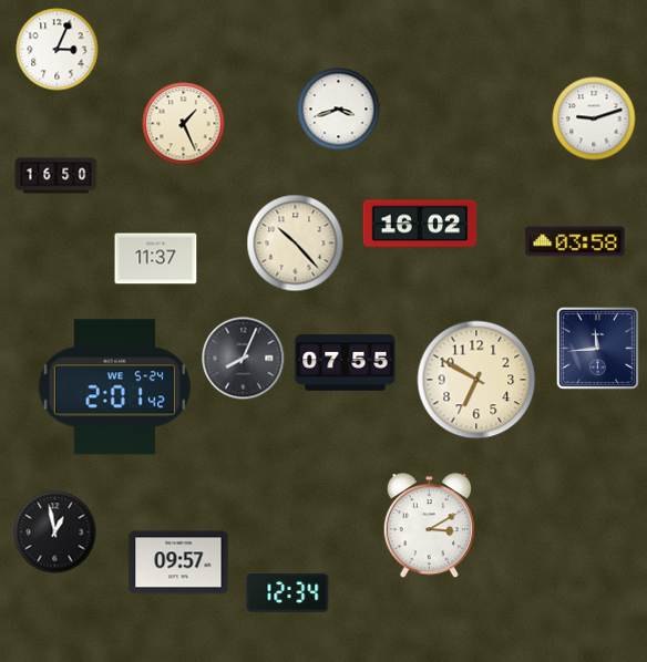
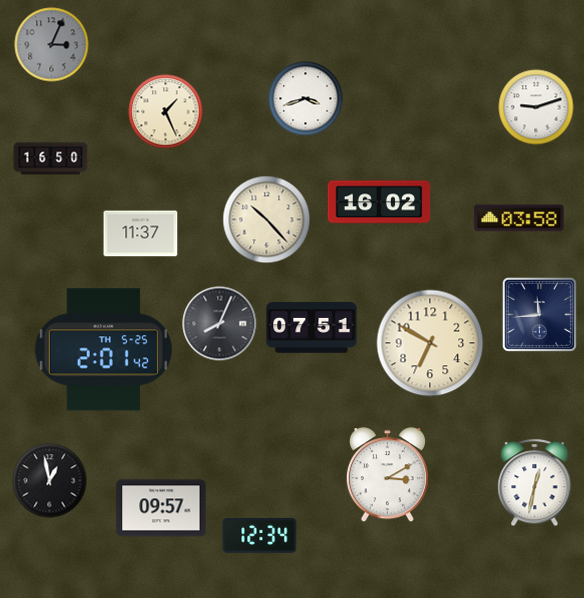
clock at (58, 50) dial: white -> grey
clock at (346, 363): 07:55 -> 07:51
clock at (114, 387) date: WE 5-24 -> TH 5-25
clock at (535, 483): none -> 12:32
